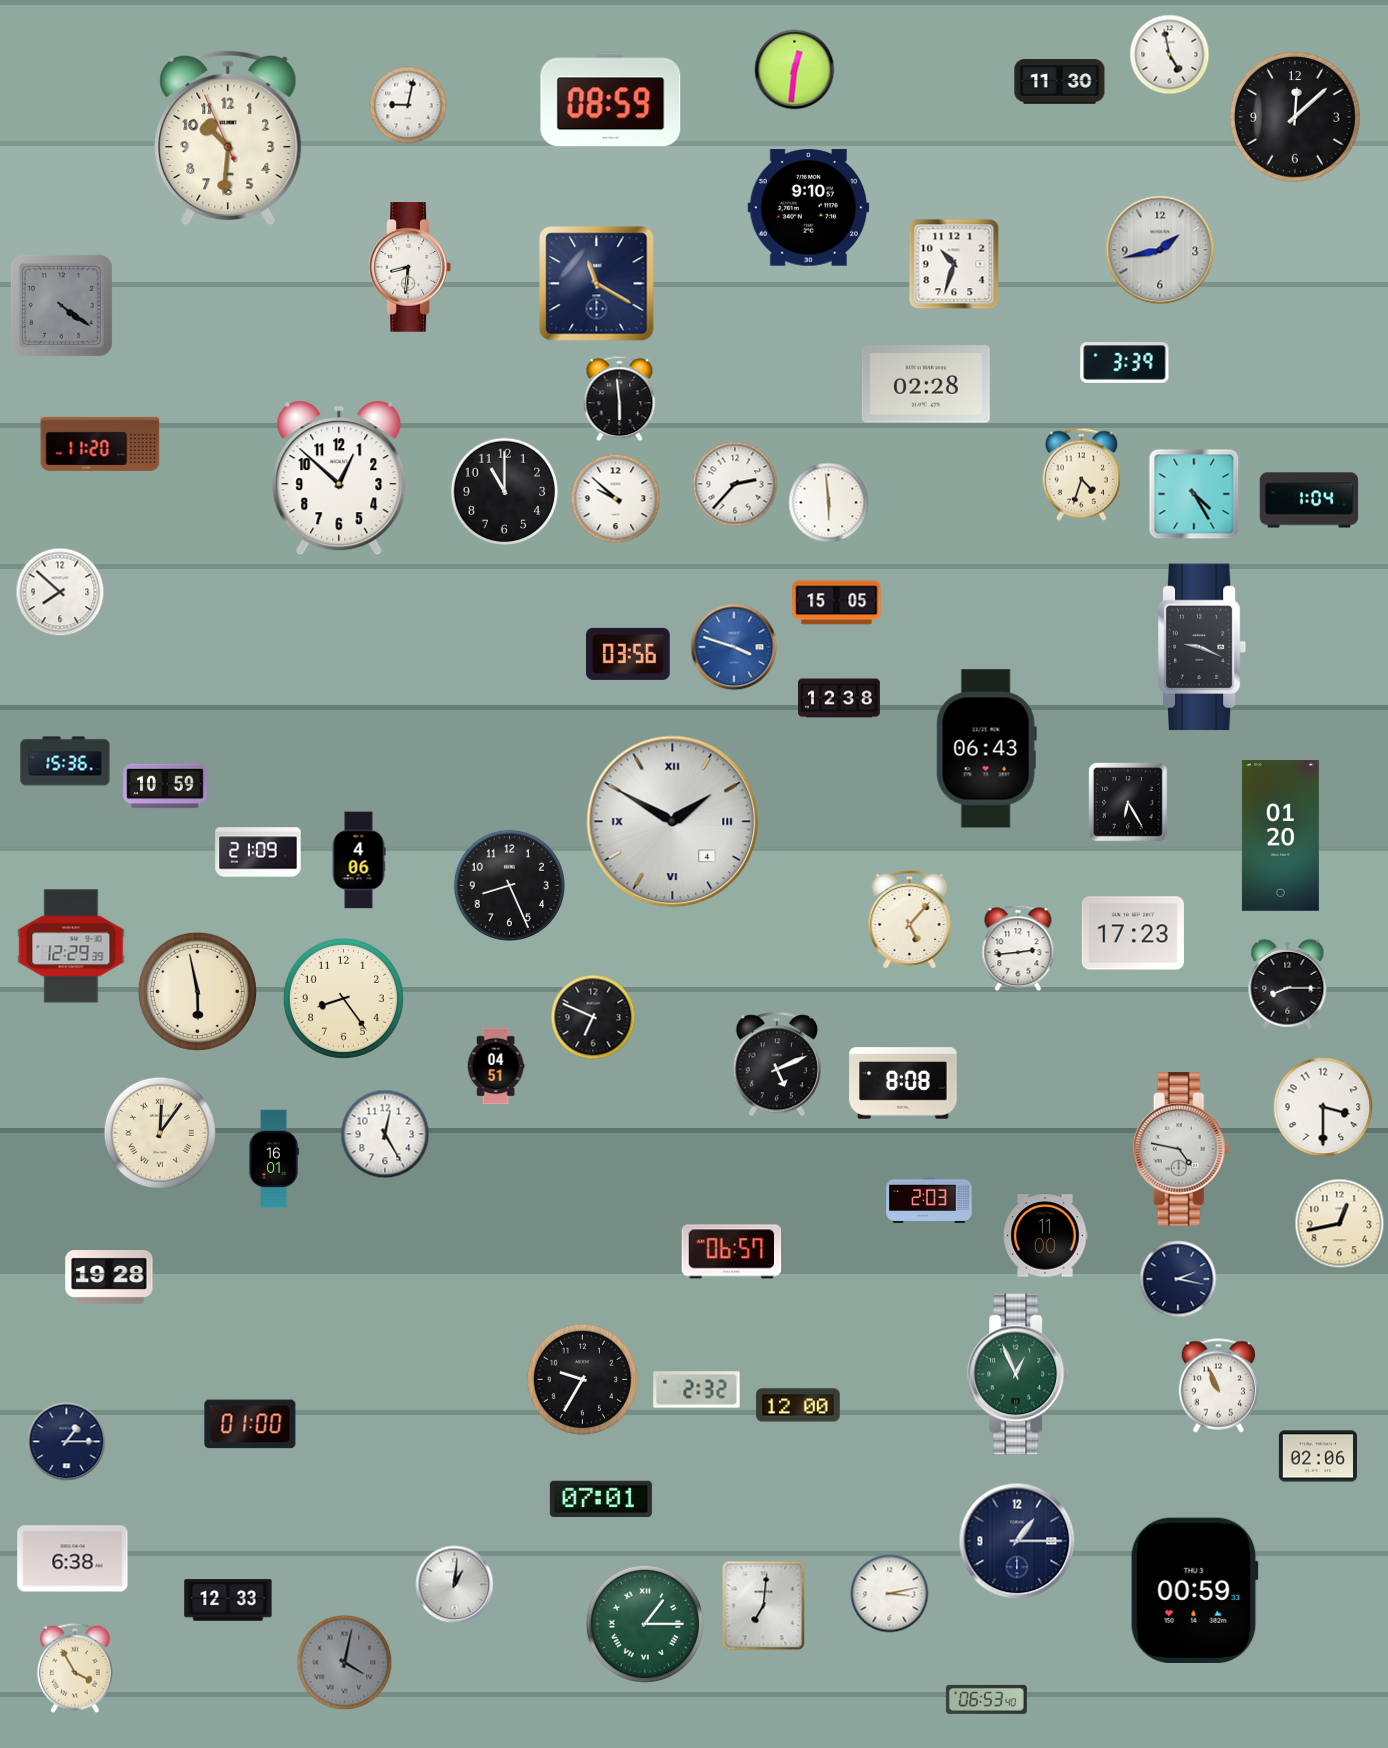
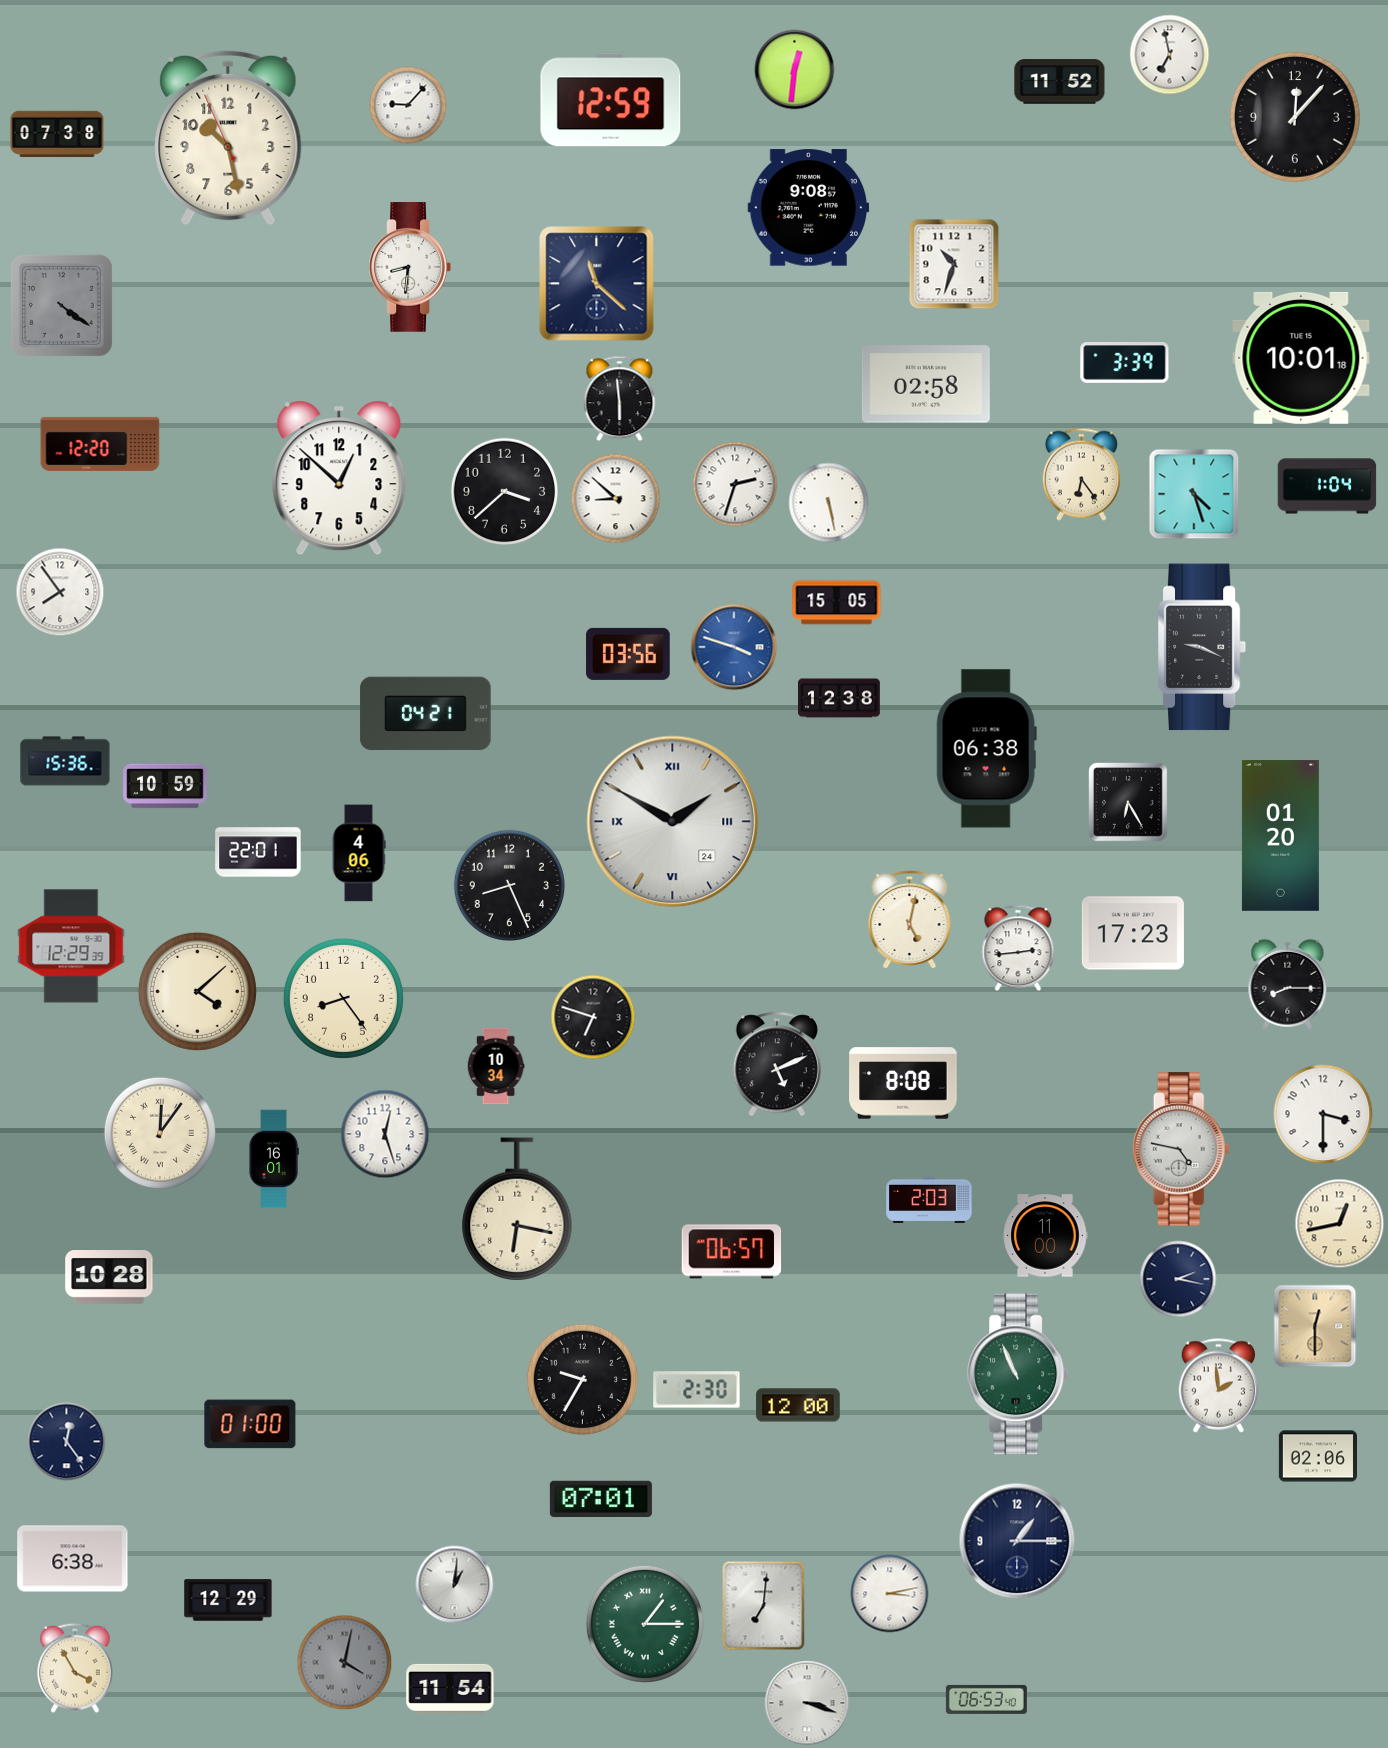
clock at (1170, 55): 4:58 -> 6:58
clock at (1060, 82): 11:30 -> 11:52
clock at (611, 100): 08:59 -> 12:59
clock at (408, 105): 9:02 -> 9:07
clock at (1296, 118): 12:08 -> 12:07
clock at (57, 134): none -> 07:38
clock at (228, 138): 10:30 -> 10:27
clock at (809, 208): 9:10 -> 9:08
clock at (1160, 250): 1:43 -> none
clock at (597, 284): 11:20 -> 11:22
clock at (1301, 358): none -> 10:01
clock at (926, 384): 02:28 -> 02:58
clock at (100, 444): 11:20 -> 12:20
clock at (1081, 474): 4:33 -> 6:24
clock at (735, 484): 2:37 -> 2:33
clock at (505, 492): 11:00 -> 3:38
clock at (1194, 494): 4:25 -> 4:27
clock at (616, 499): 9:52 -> 8:52
clock at (1309, 500) position: (1309, 500) -> (1327, 486)
clock at (829, 503): 5:59 -> 5:28
clock at (60, 592): 7:52 -> 7:54
clock at (426, 714): none -> 04:21
clock at (986, 749): 06:43 -> 06:38
clock at (673, 822) date: 4 -> 24
clock at (258, 852): 21:09 -> 22:01
clock at (359, 860) position: (359, 860) -> (359, 853)
clock at (910, 920): 5:07 -> 5:02
clock at (197, 991): 5:58 -> 4:08
clock at (593, 1017): 6:49 -> 6:48
clock at (496, 1066): 04:51 -> 10:34
clock at (1323, 1107) position: (1323, 1107) -> (1323, 1114)
clock at (385, 1134): 12:25 -> 12:27
clock at (517, 1209): none -> 6:17
clock at (109, 1278): 19:28 -> 10:28
clock at (1315, 1326): none -> 12:30
clock at (1019, 1374): 12:56 -> 10:56
clock at (1219, 1386): 10:56 -> 1:59
clock at (697, 1390): 2:32 -> 2:30
clock at (67, 1442): 1:15 -> 12:24
clock at (1194, 1590): 00:59 -> none
clock at (228, 1600): 12:33 -> 12:29
clock at (450, 1689): none -> 11:54
clock at (807, 1703): none -> 3:18
